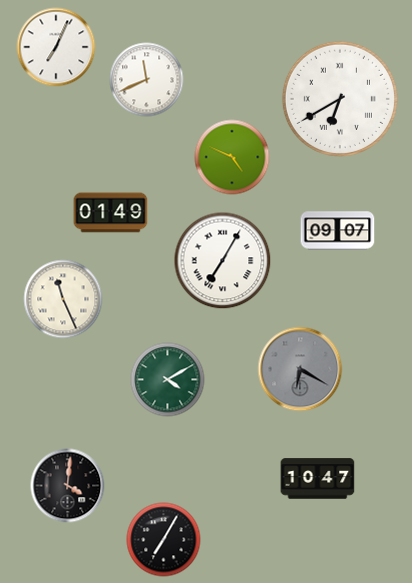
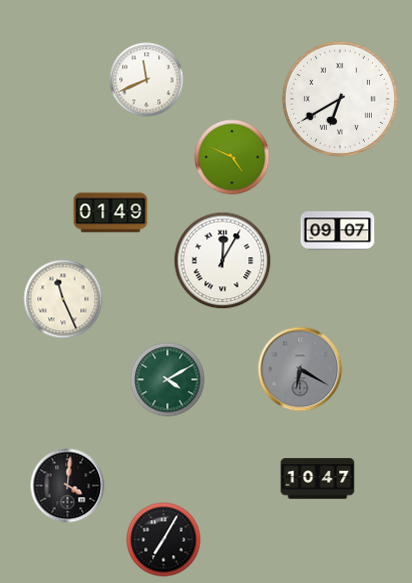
clock at (56, 47): 7:04 -> none
clock at (223, 261): 7:05 -> 12:05
